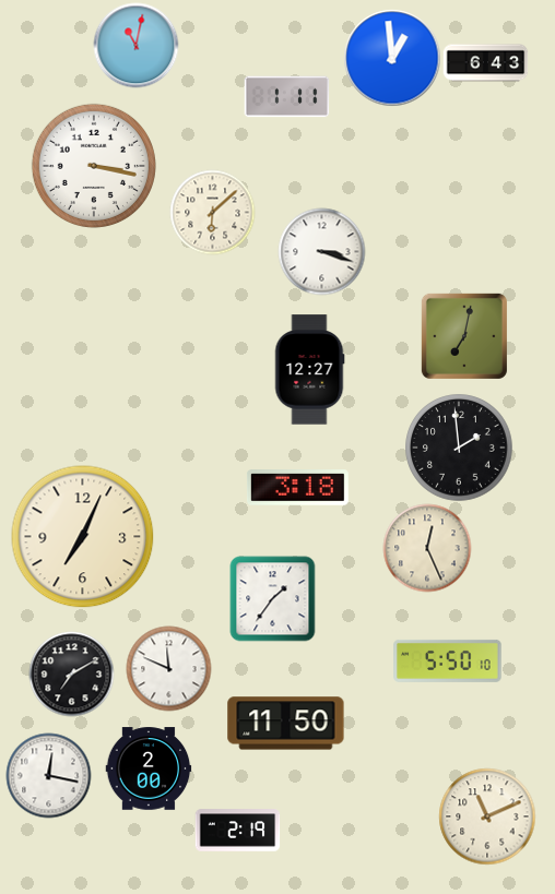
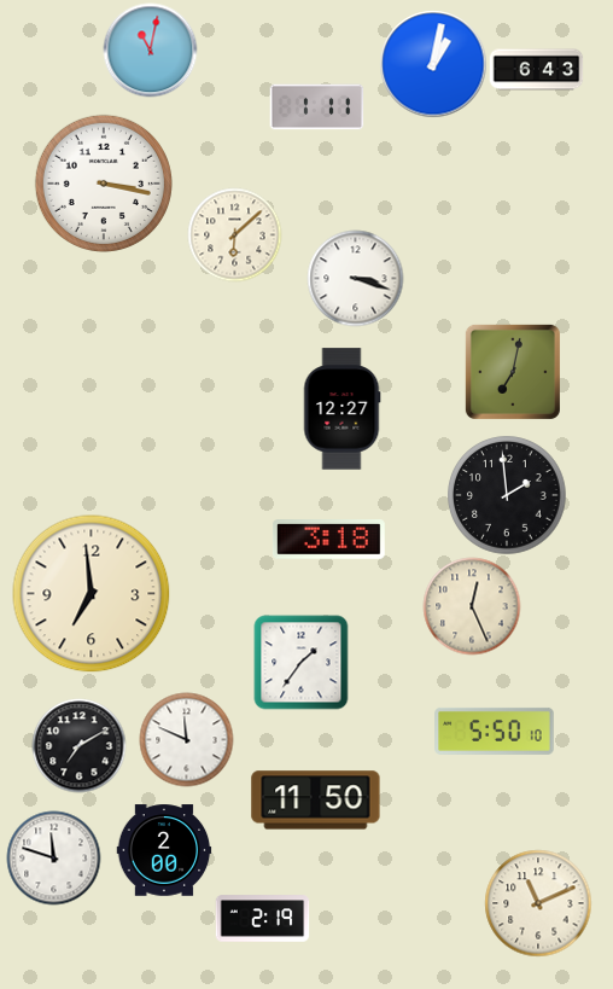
clock at (392, 58): 12:59 -> 1:02
clock at (83, 537): 7:04 -> 6:59
clock at (48, 775): 12:17 -> 11:48
